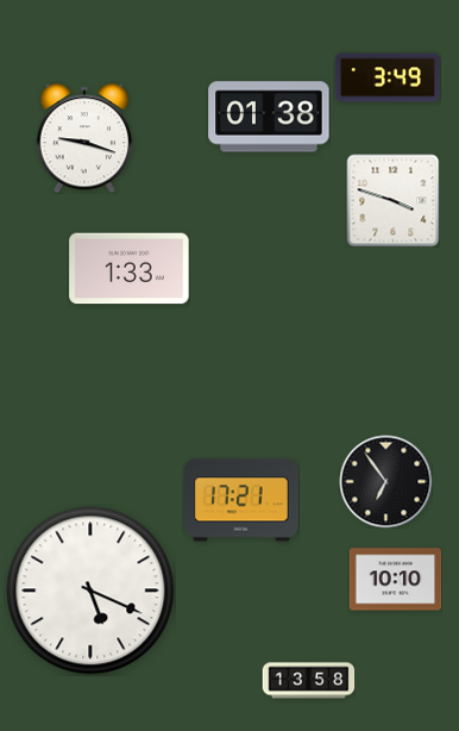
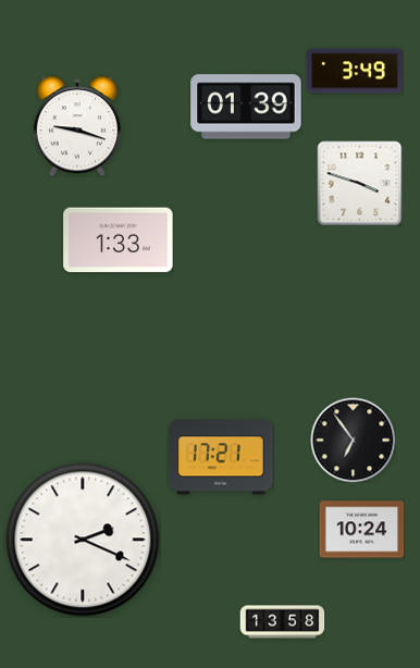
clock at (269, 117): 01:38 -> 01:39
clock at (130, 269) position: (130, 269) -> (119, 240)
clock at (395, 580): 10:10 -> 10:24
clock at (90, 591): 5:19 -> 2:19
